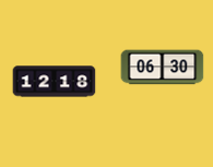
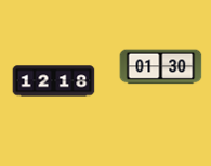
clock at (163, 68): 06:30 -> 01:30
